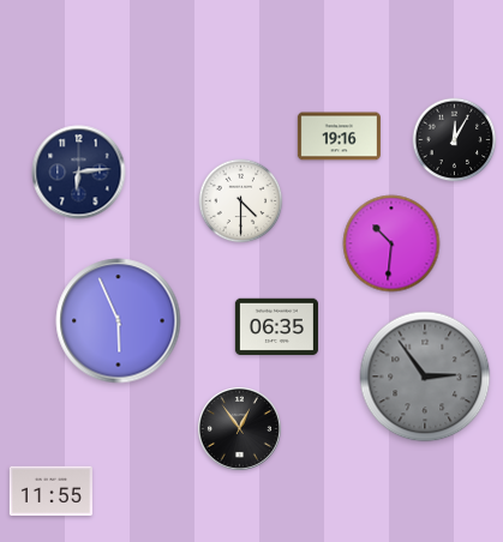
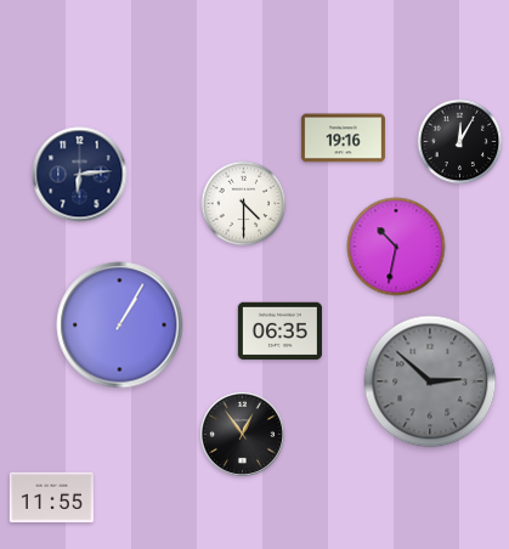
clock at (391, 243): 10:31 -> 10:32
clock at (119, 321): 5:56 -> 1:05
clock at (425, 377): 2:54 -> 2:52
